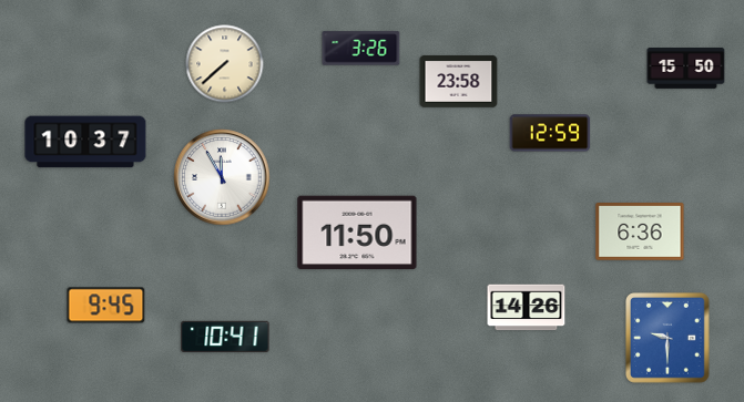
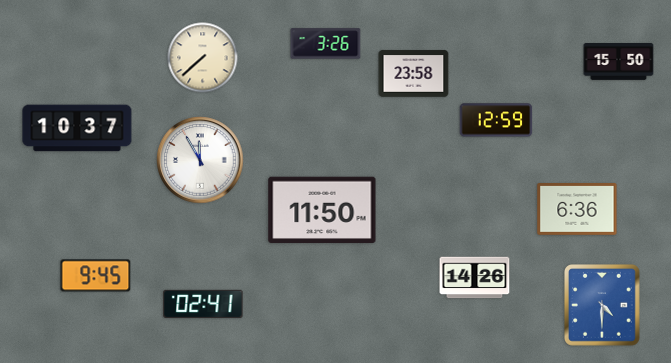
clock at (225, 337): 10:41 -> 02:41
clock at (669, 339): 9:30 -> 4:30
